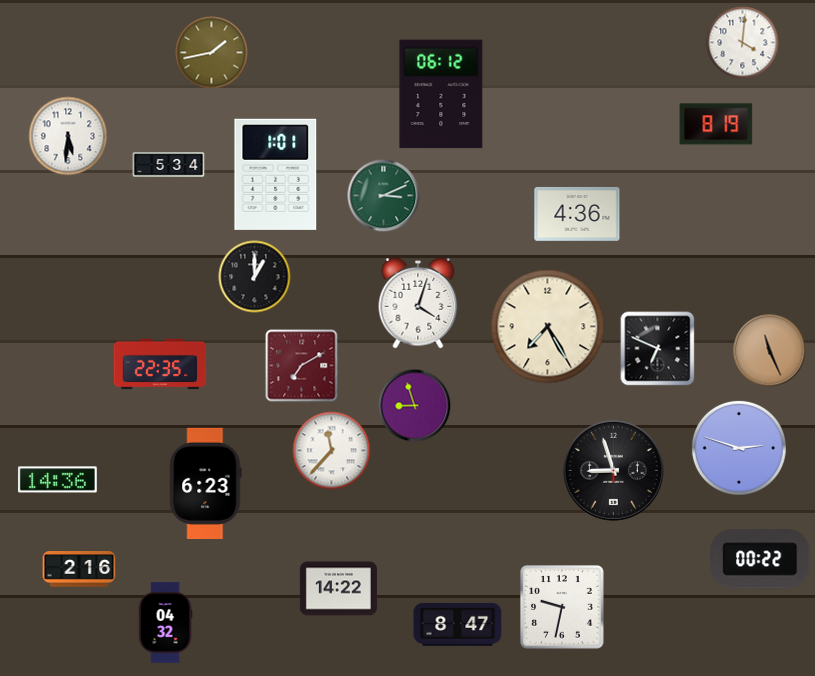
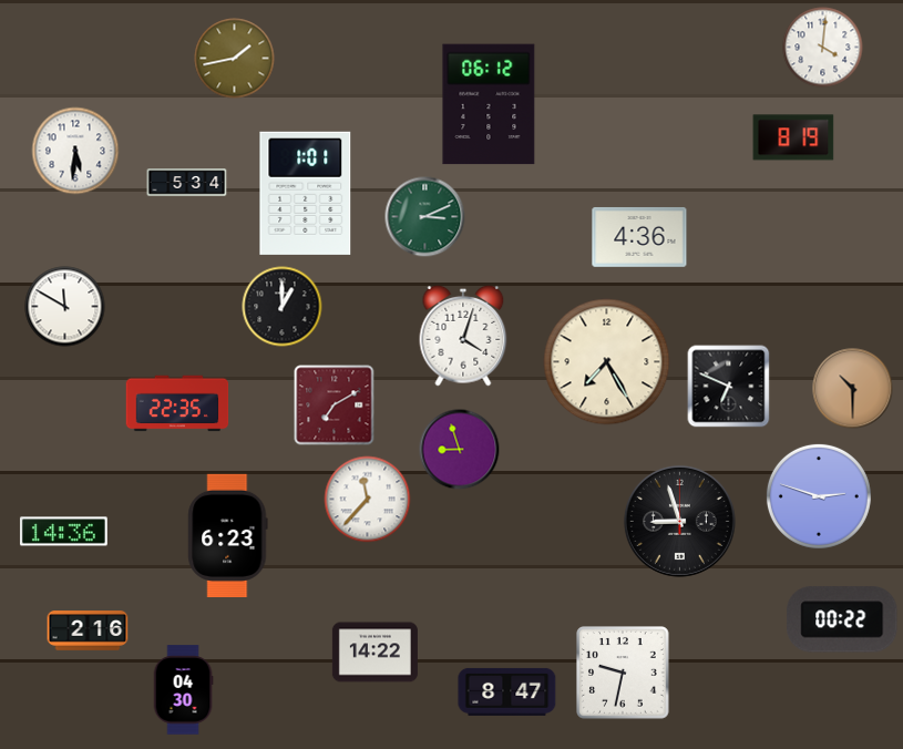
clock at (65, 307): none -> 11:50
clock at (770, 351): 11:26 -> 10:30
clock at (165, 623): 04:32 -> 04:30
